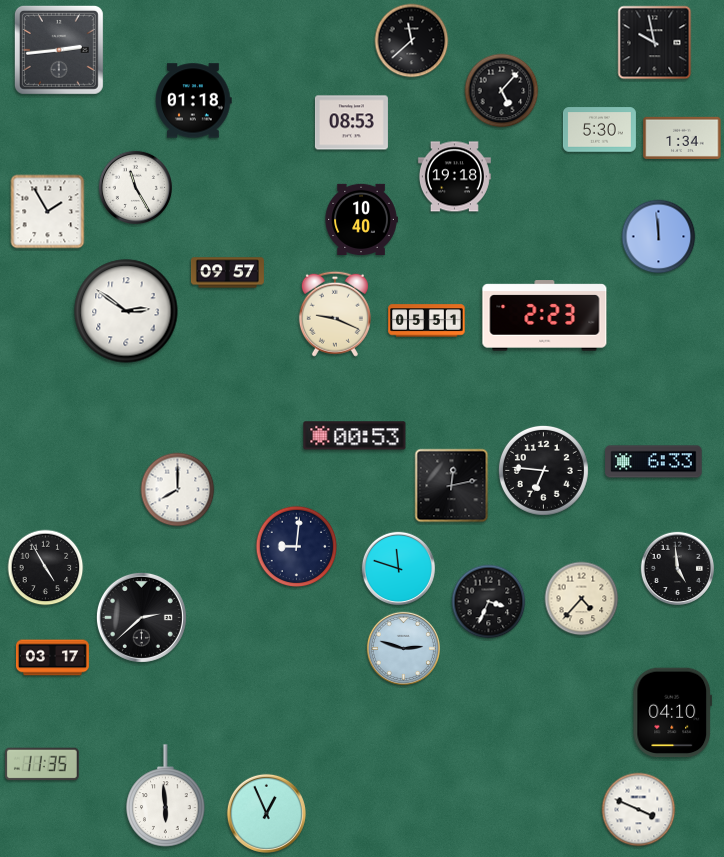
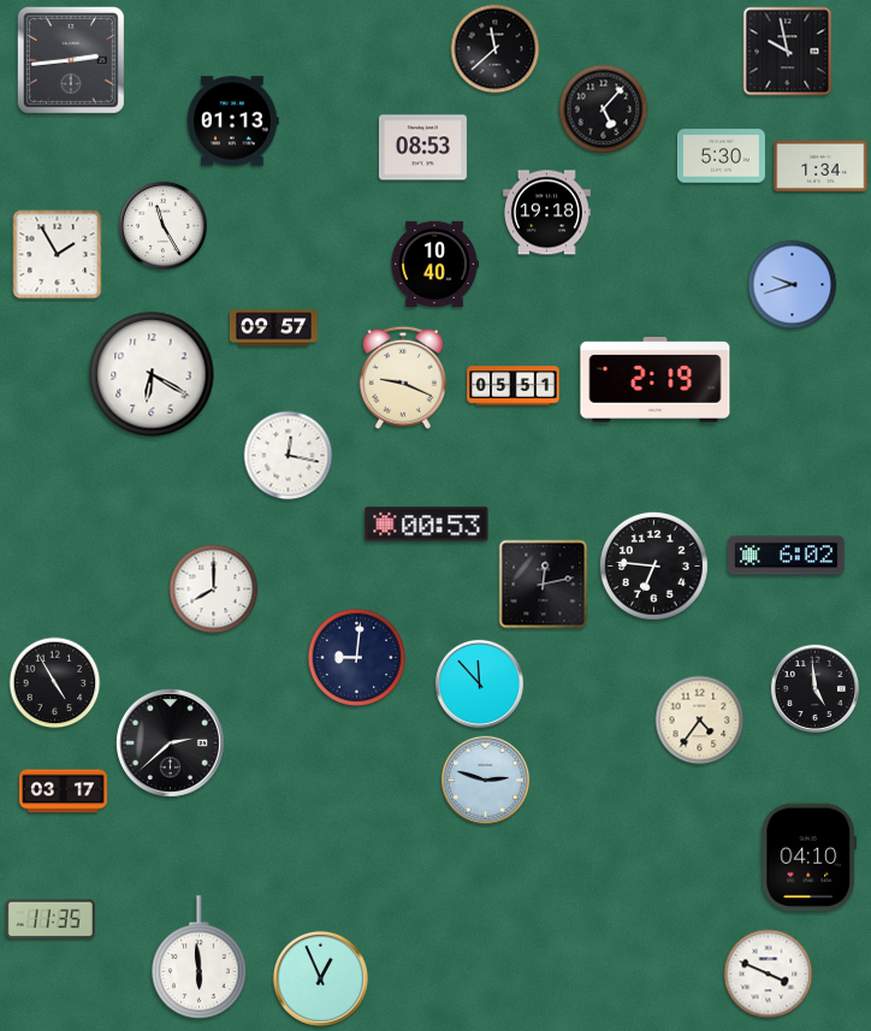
clock at (194, 101): 01:18 -> 01:13
clock at (659, 237): 11:59 -> 9:42
clock at (126, 311): 2:51 -> 6:20
clock at (545, 316): 2:23 -> 2:19
clock at (289, 456): none -> 12:17
clock at (654, 462): 6:33 -> 6:02
clock at (398, 568): 11:48 -> 11:53
clock at (677, 568) position: (677, 568) -> (814, 688)
clock at (582, 599): 4:37 -> 4:36
clock at (489, 602): 3:34 -> none
